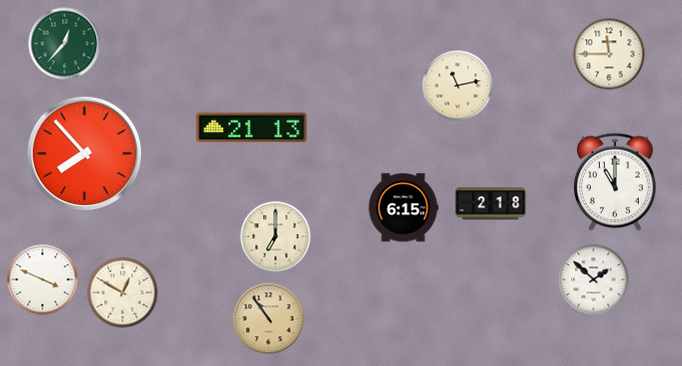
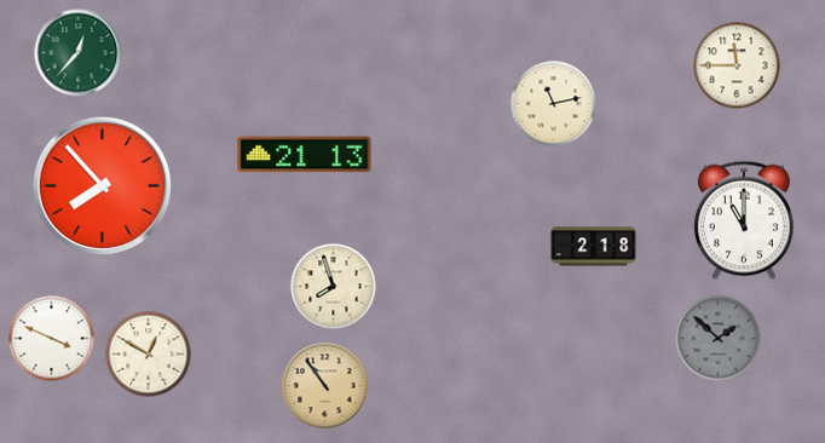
clock at (403, 208): 6:15 -> none
clock at (276, 237): 7:00 -> 7:57
clock at (594, 280) dial: white -> grey
